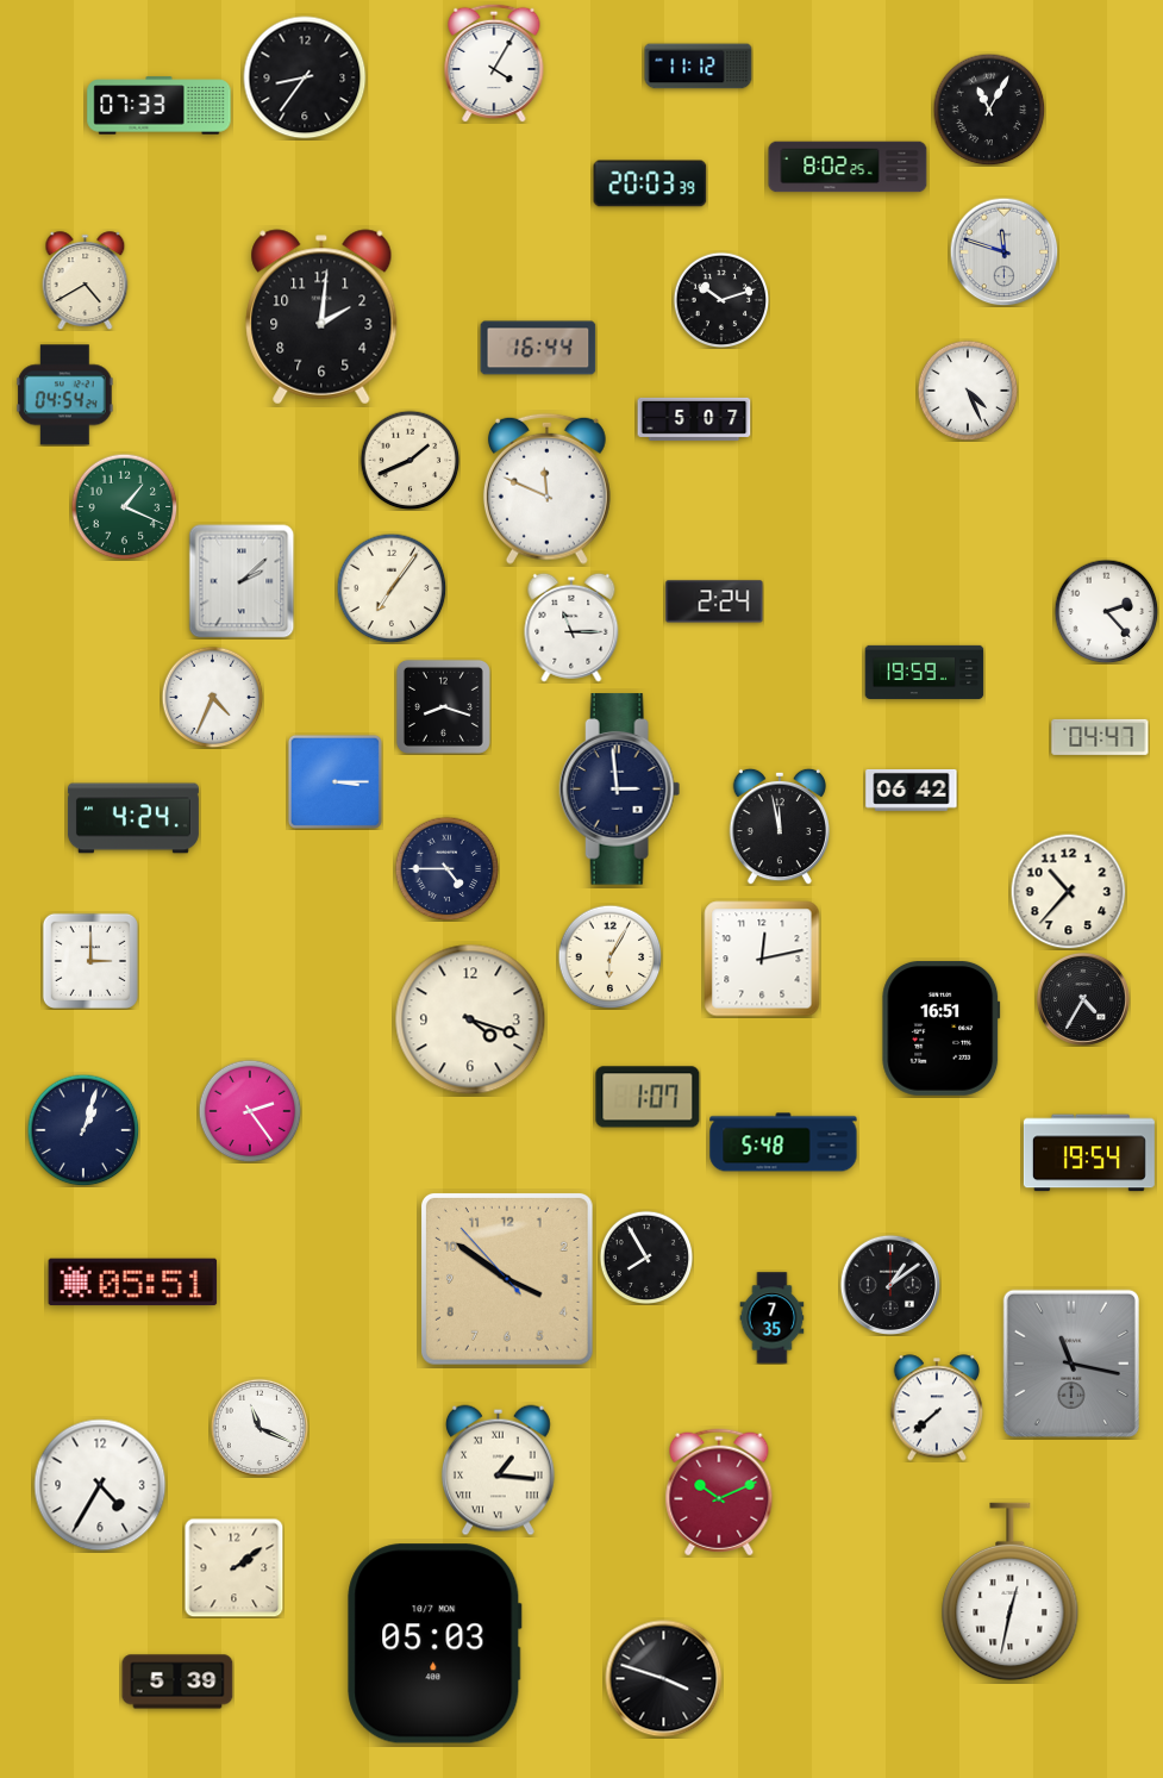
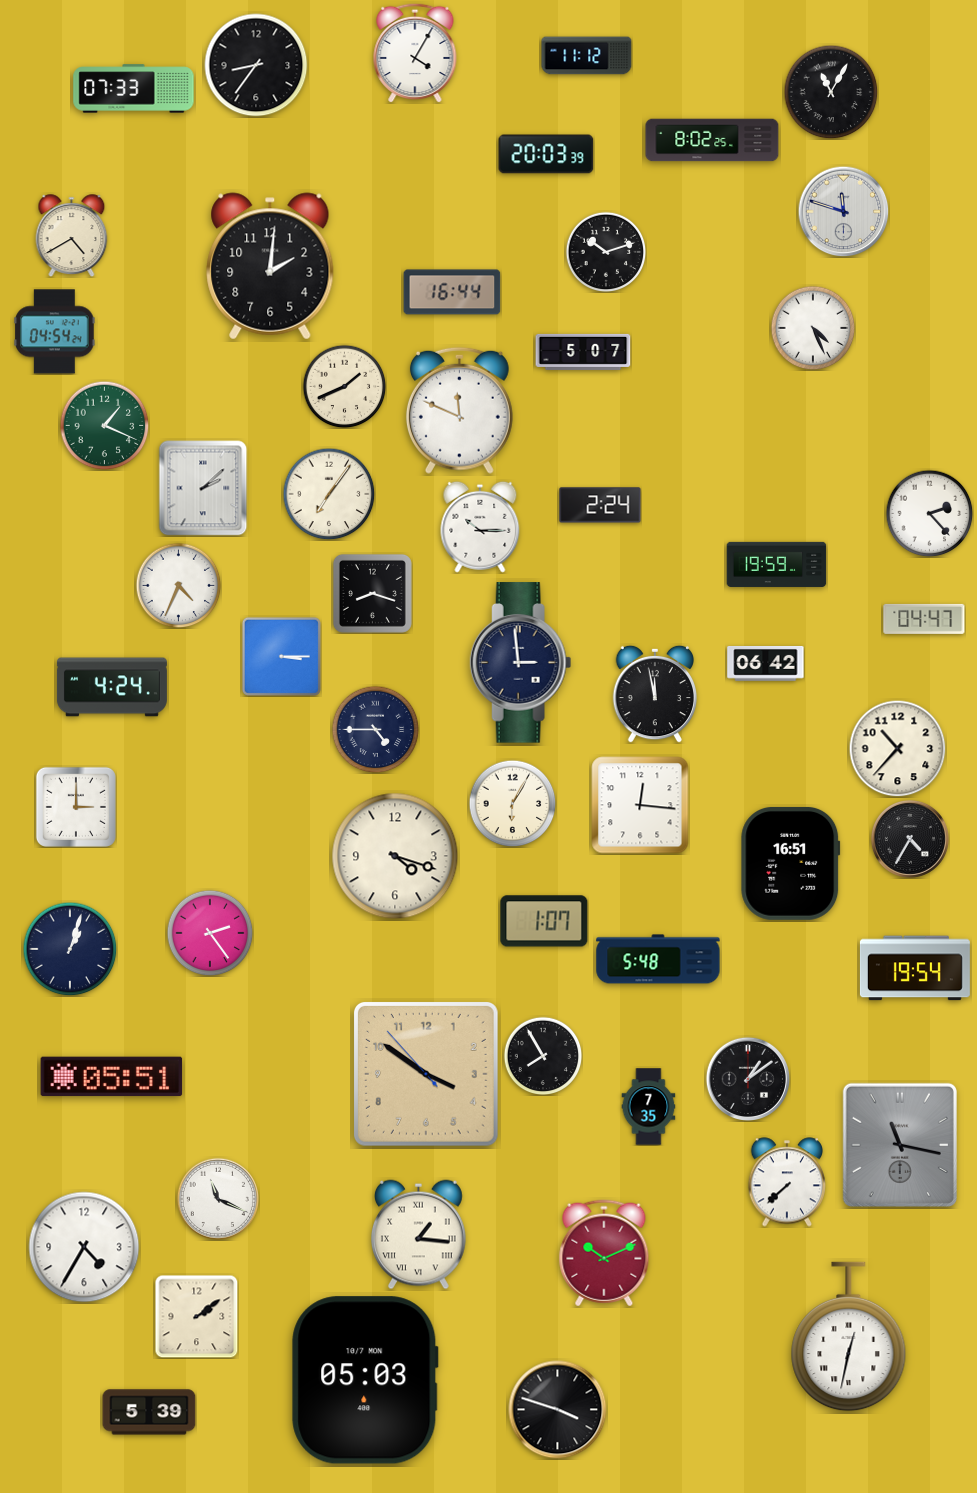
clock at (571, 628): 11:15 -> 10:15
clock at (762, 959): 12:13 -> 12:16
